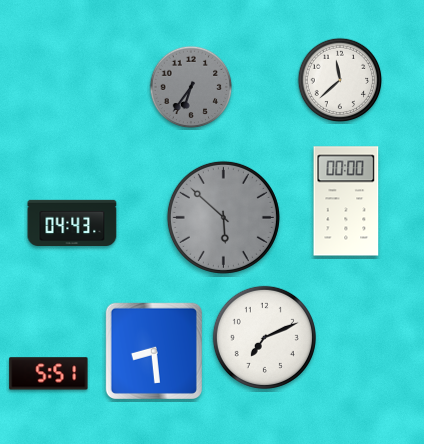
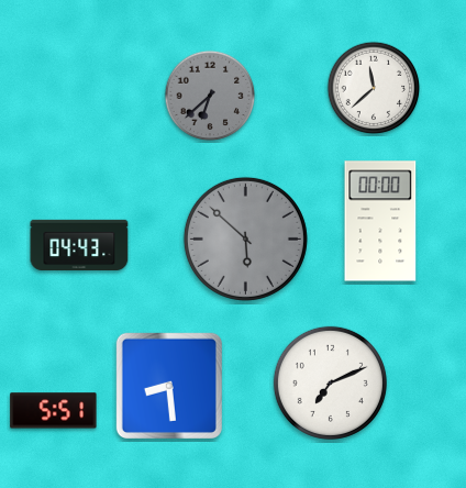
clock at (191, 87): 6:36 -> 6:38
clock at (264, 337) position: (264, 337) -> (330, 382)
